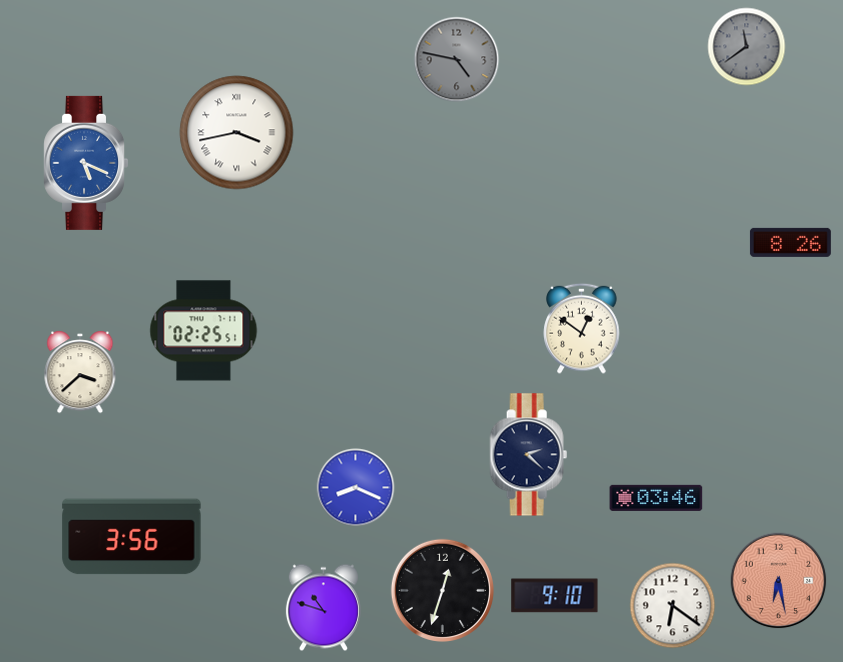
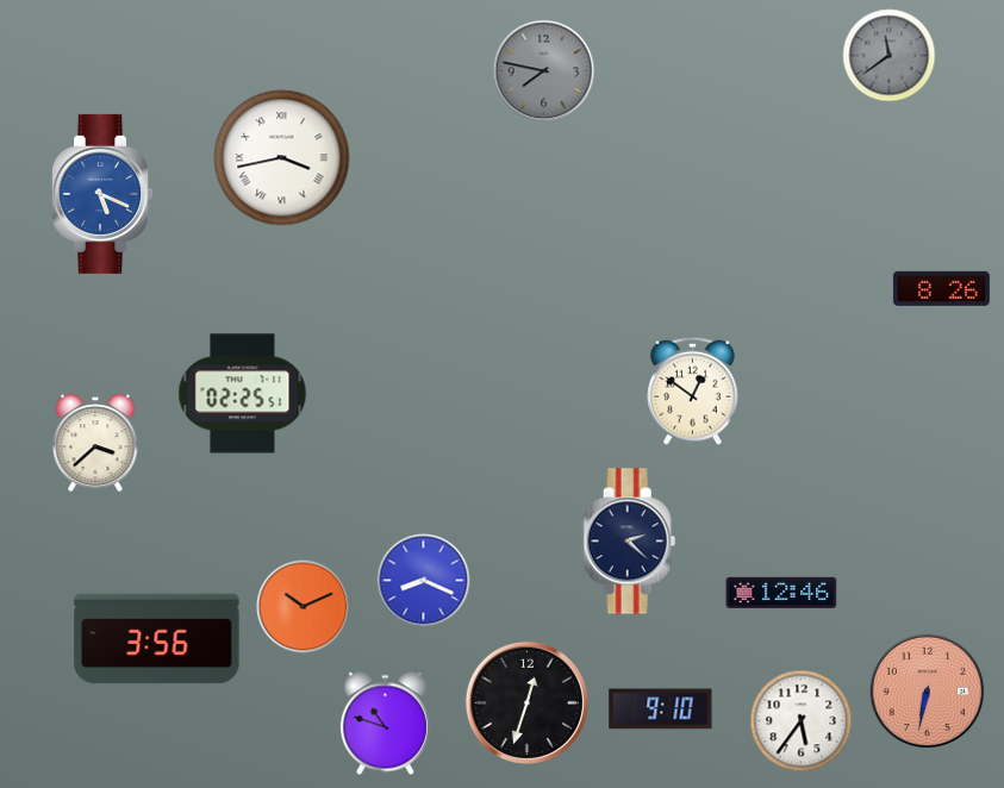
clock at (457, 60): 4:47 -> 7:47
clock at (656, 498): 03:46 -> 12:46
clock at (304, 607): none -> 10:11
clock at (779, 581): 6:28 -> 6:32
clock at (673, 606): 6:21 -> 5:36
